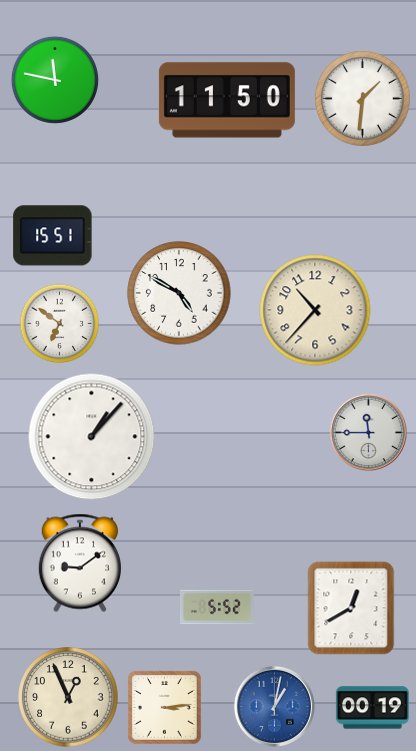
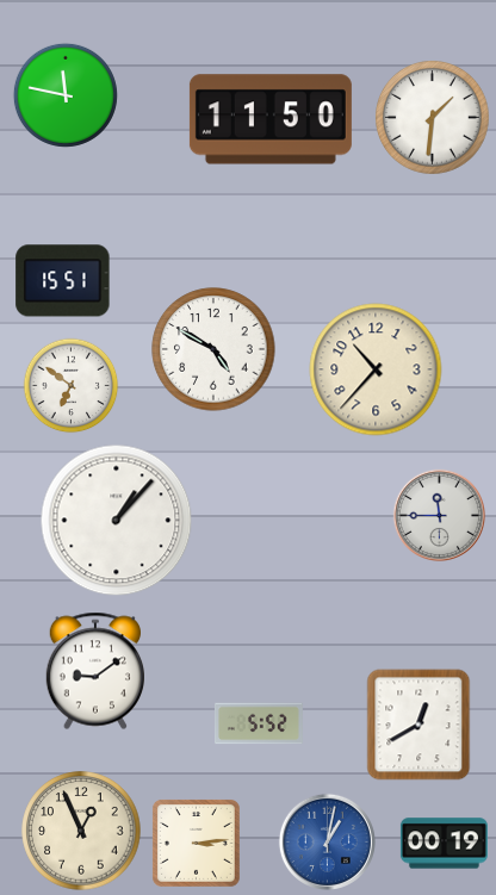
clock at (92, 437) position: (92, 437) -> (117, 521)
